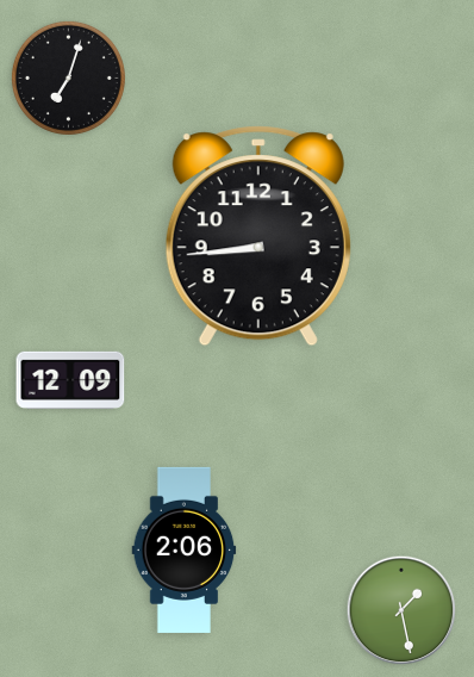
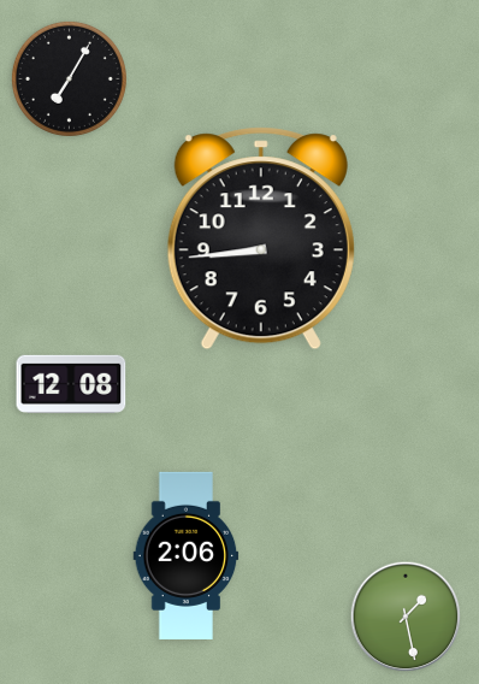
clock at (68, 77): 7:03 -> 7:05
clock at (70, 380): 12:09 -> 12:08
